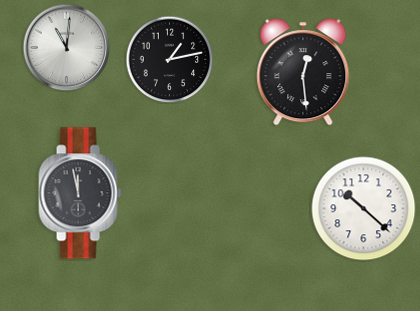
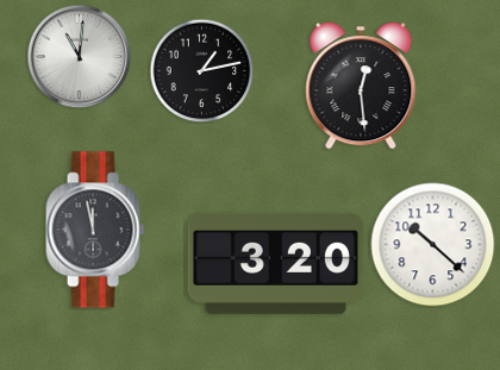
clock at (364, 209) position: (364, 209) -> (433, 245)
clock at (276, 263): none -> 3:20
